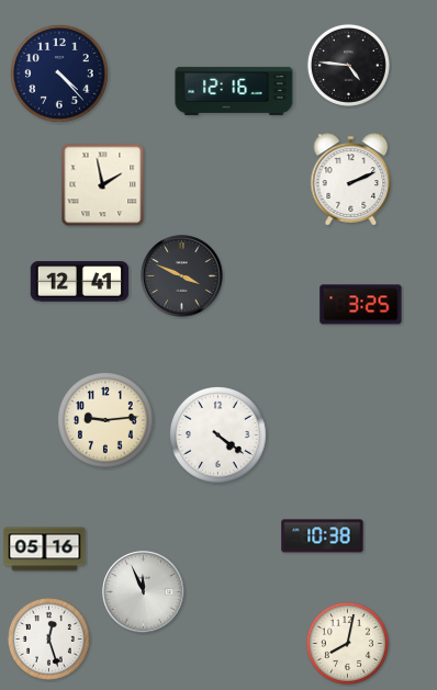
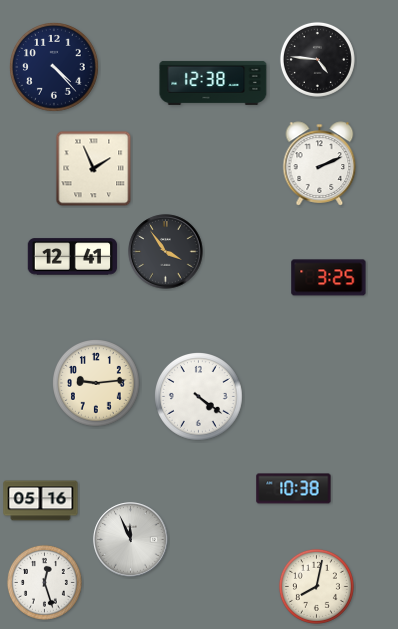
clock at (234, 91): 12:16 -> 12:38
clock at (103, 185): 1:58 -> 1:56
clock at (182, 276): 3:49 -> 3:54
